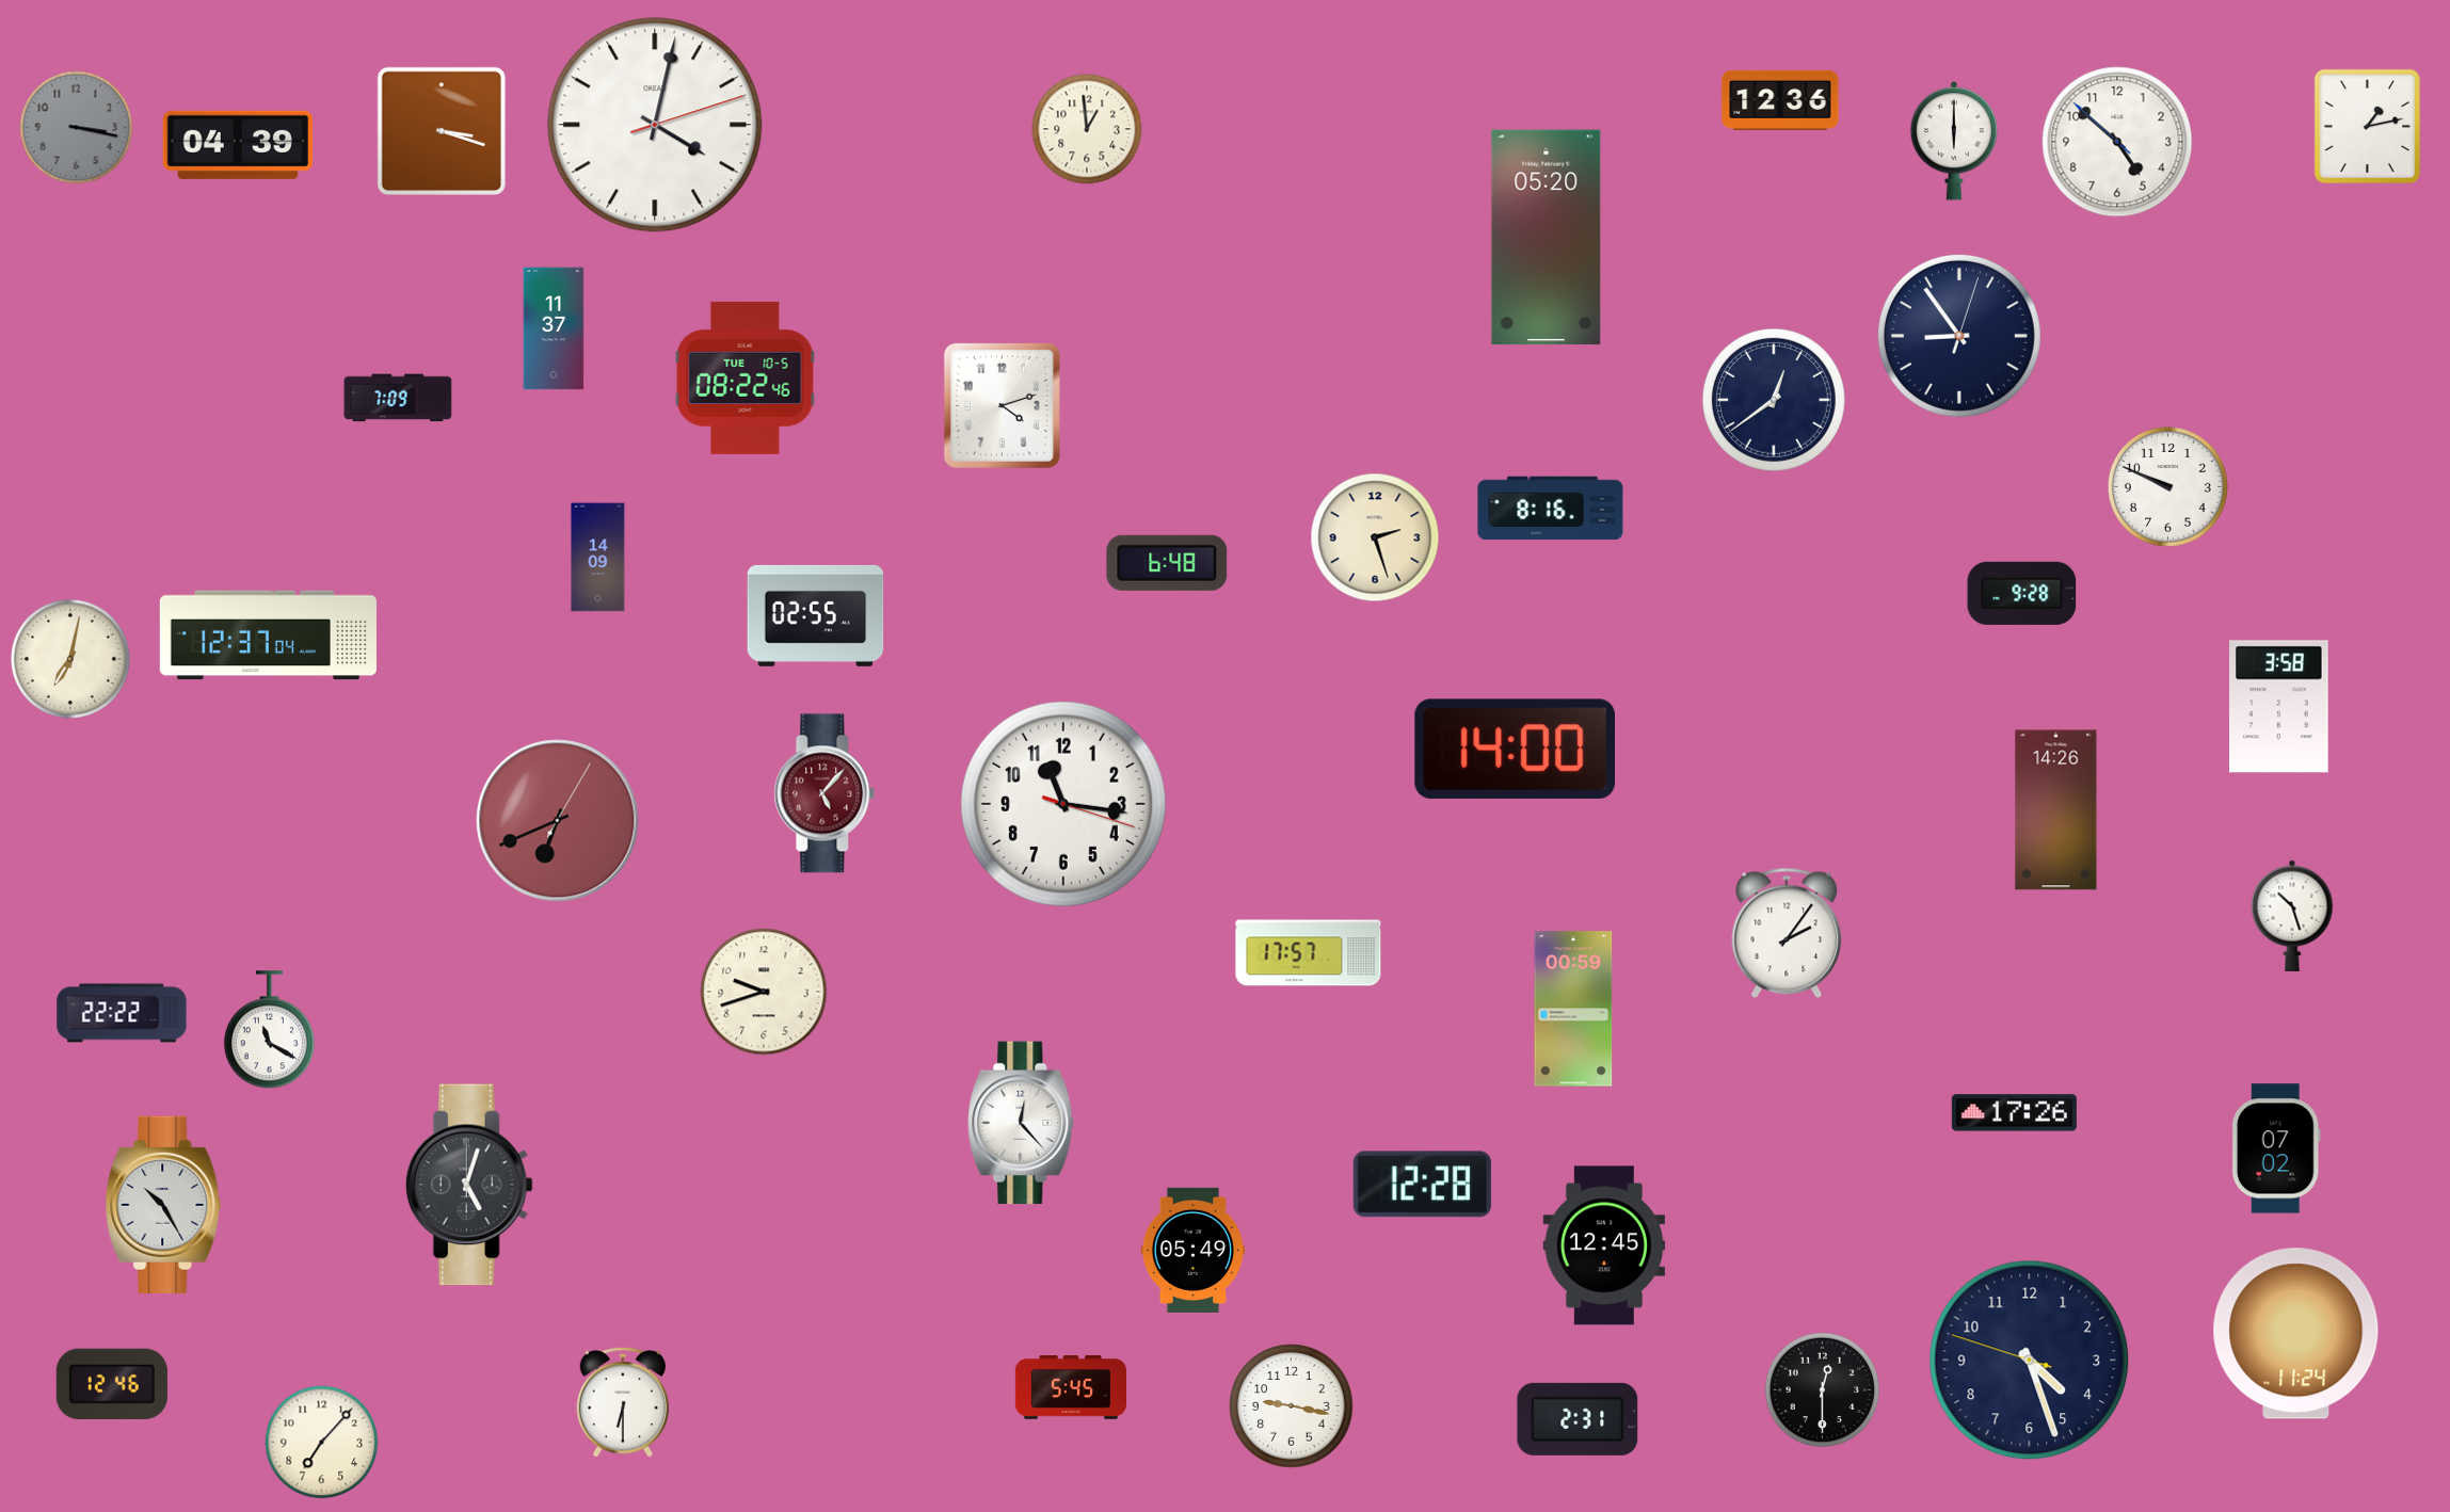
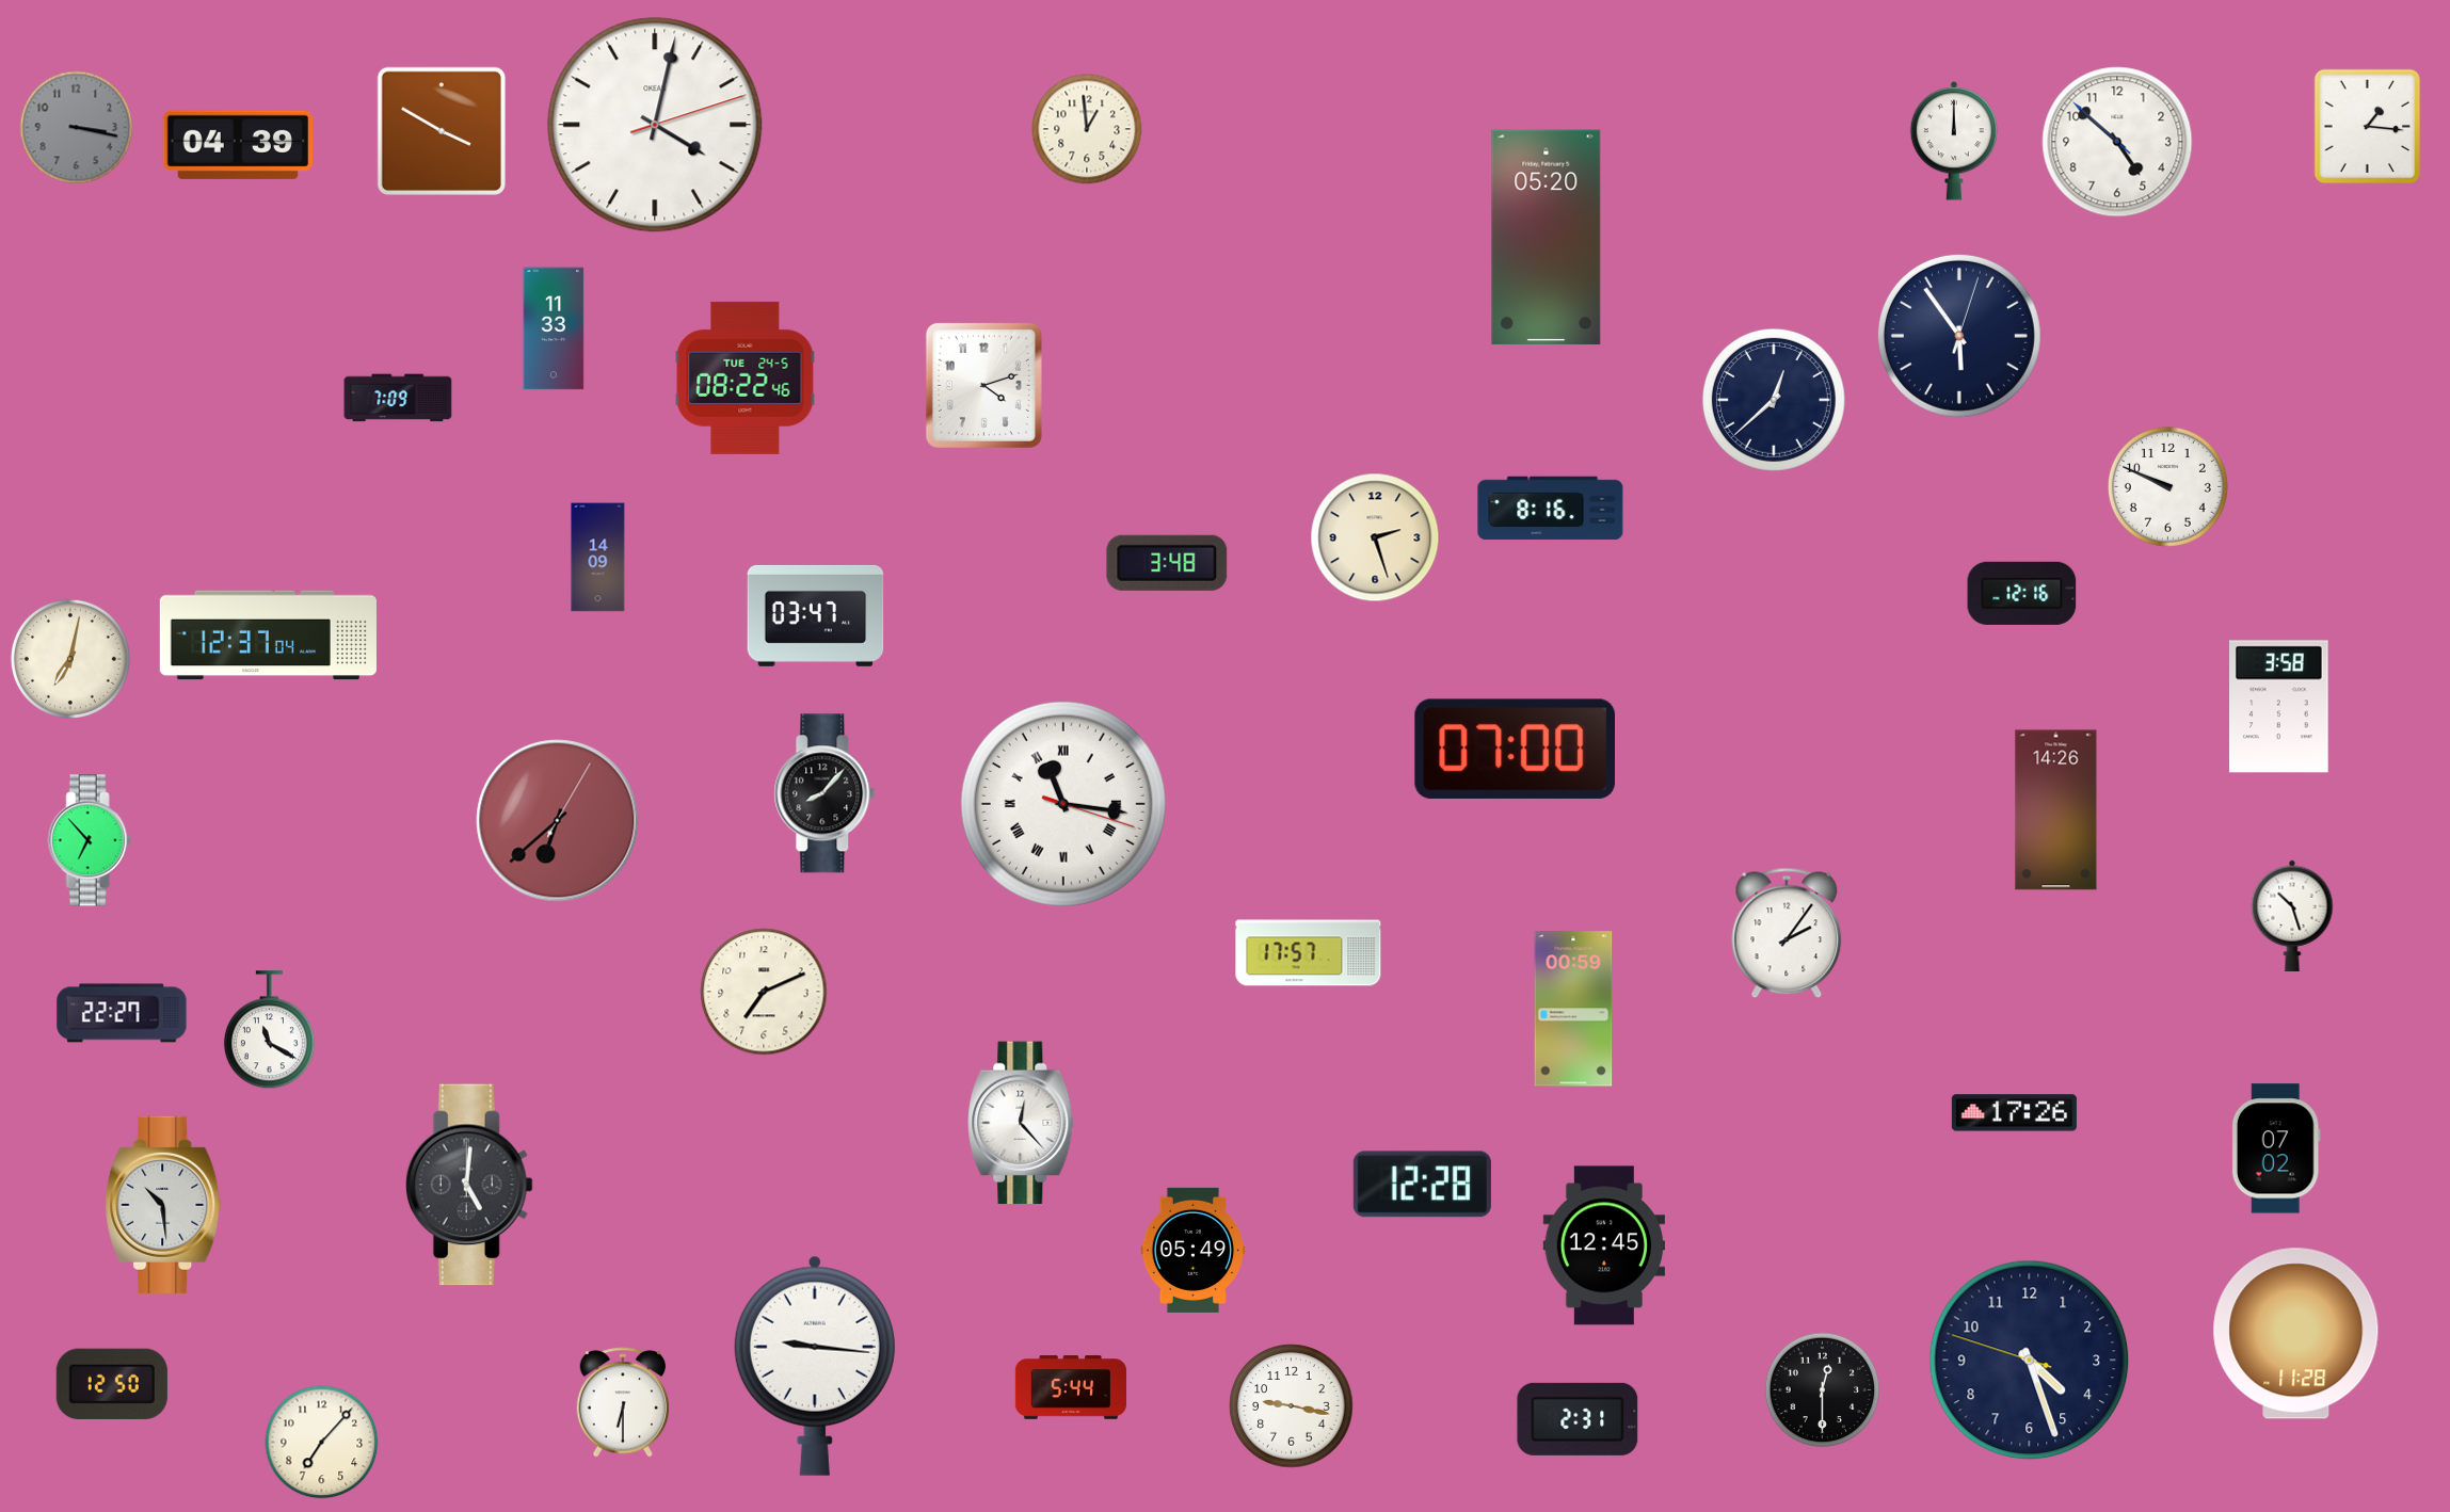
clock at (1780, 100): 12:36 -> none
clock at (2368, 127): 1:13 -> 1:16
clock at (441, 130): 3:18 -> 3:50
clock at (1954, 141): 6:00 -> 12:00
clock at (554, 328): 11:37 -> 11:33
clock at (1959, 336): 8:54 -> 5:54
clock at (746, 377) date: TUE 10-5 -> TUE 24-5
clock at (1774, 400): 12:39 -> 12:38
clock at (1002, 405) position: (1002, 405) -> (983, 385)
clock at (1167, 563): 6:48 -> 3:48
clock at (2022, 593): 9:28 -> 12:16
clock at (816, 615): 02:55 -> 03:47
clock at (1515, 749): 14:00 -> 07:00
clock at (824, 793): 5:07 -> 8:07
clock at (824, 793) dial: burgundy -> black
clock at (1063, 804) numerals: Arabic -> Roman
clock at (558, 821): 6:41 -> 6:38
clock at (90, 840): none -> 6:53
clock at (764, 992): 9:42 -> 7:11
clock at (122, 1013): 22:22 -> 22:27
clock at (469, 1185): 5:03 -> 5:01
clock at (163, 1205): 10:25 -> 10:29
clock at (2296, 1334): 11:24 -> 11:28
clock at (815, 1366): none -> 9:16
clock at (112, 1384): 12:46 -> 12:50
clock at (1070, 1387): 5:45 -> 5:44
